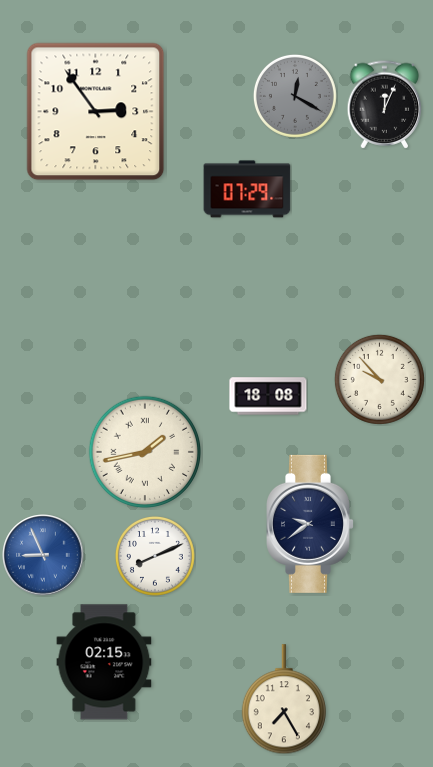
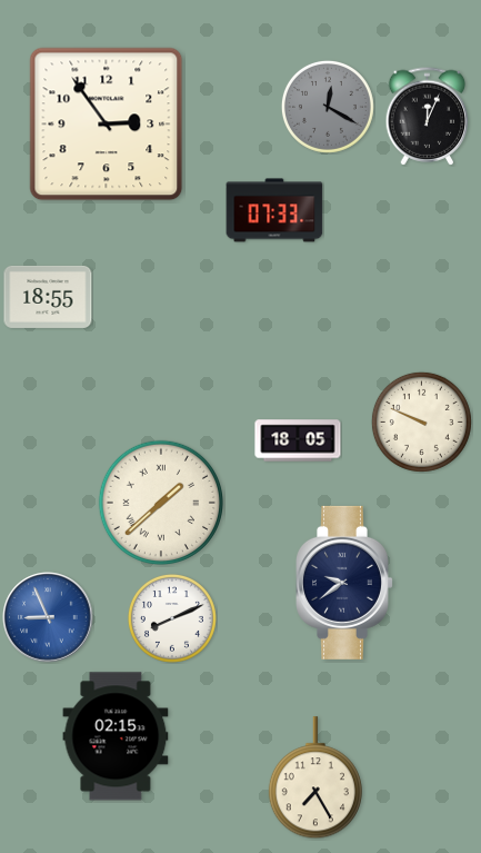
clock at (247, 189): 07:29 -> 07:33
clock at (48, 297): none -> 18:55
clock at (379, 379): 9:53 -> 9:49
clock at (268, 396): 18:08 -> 18:05
clock at (144, 451): 1:43 -> 1:38
